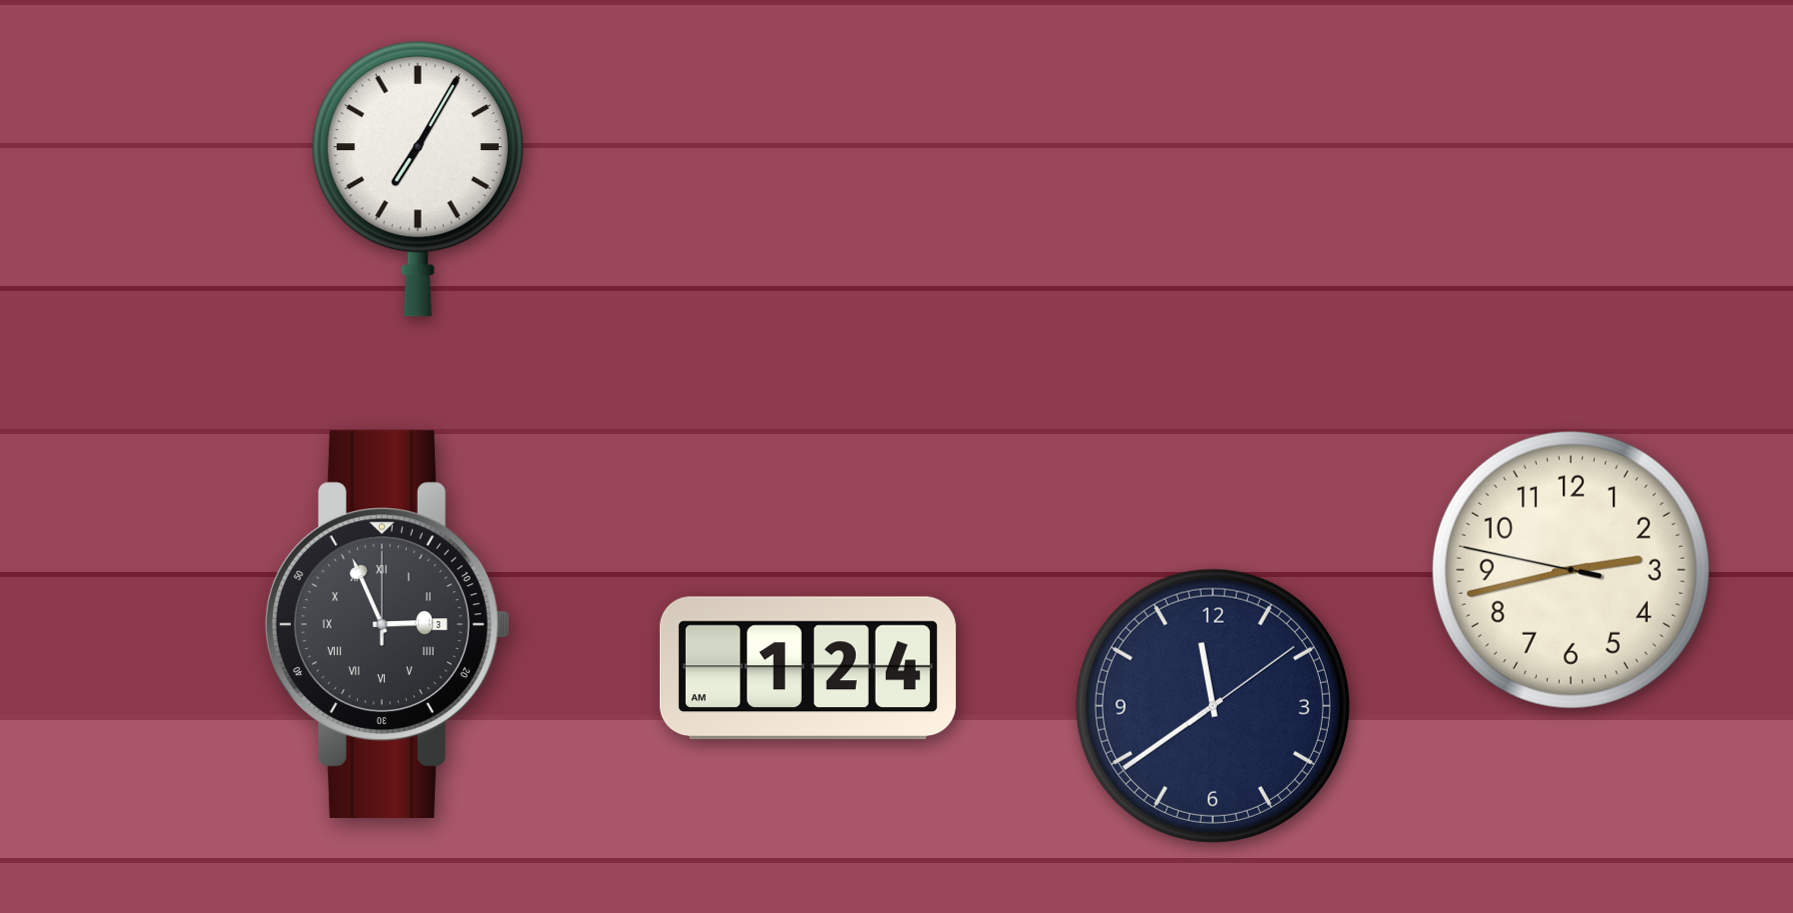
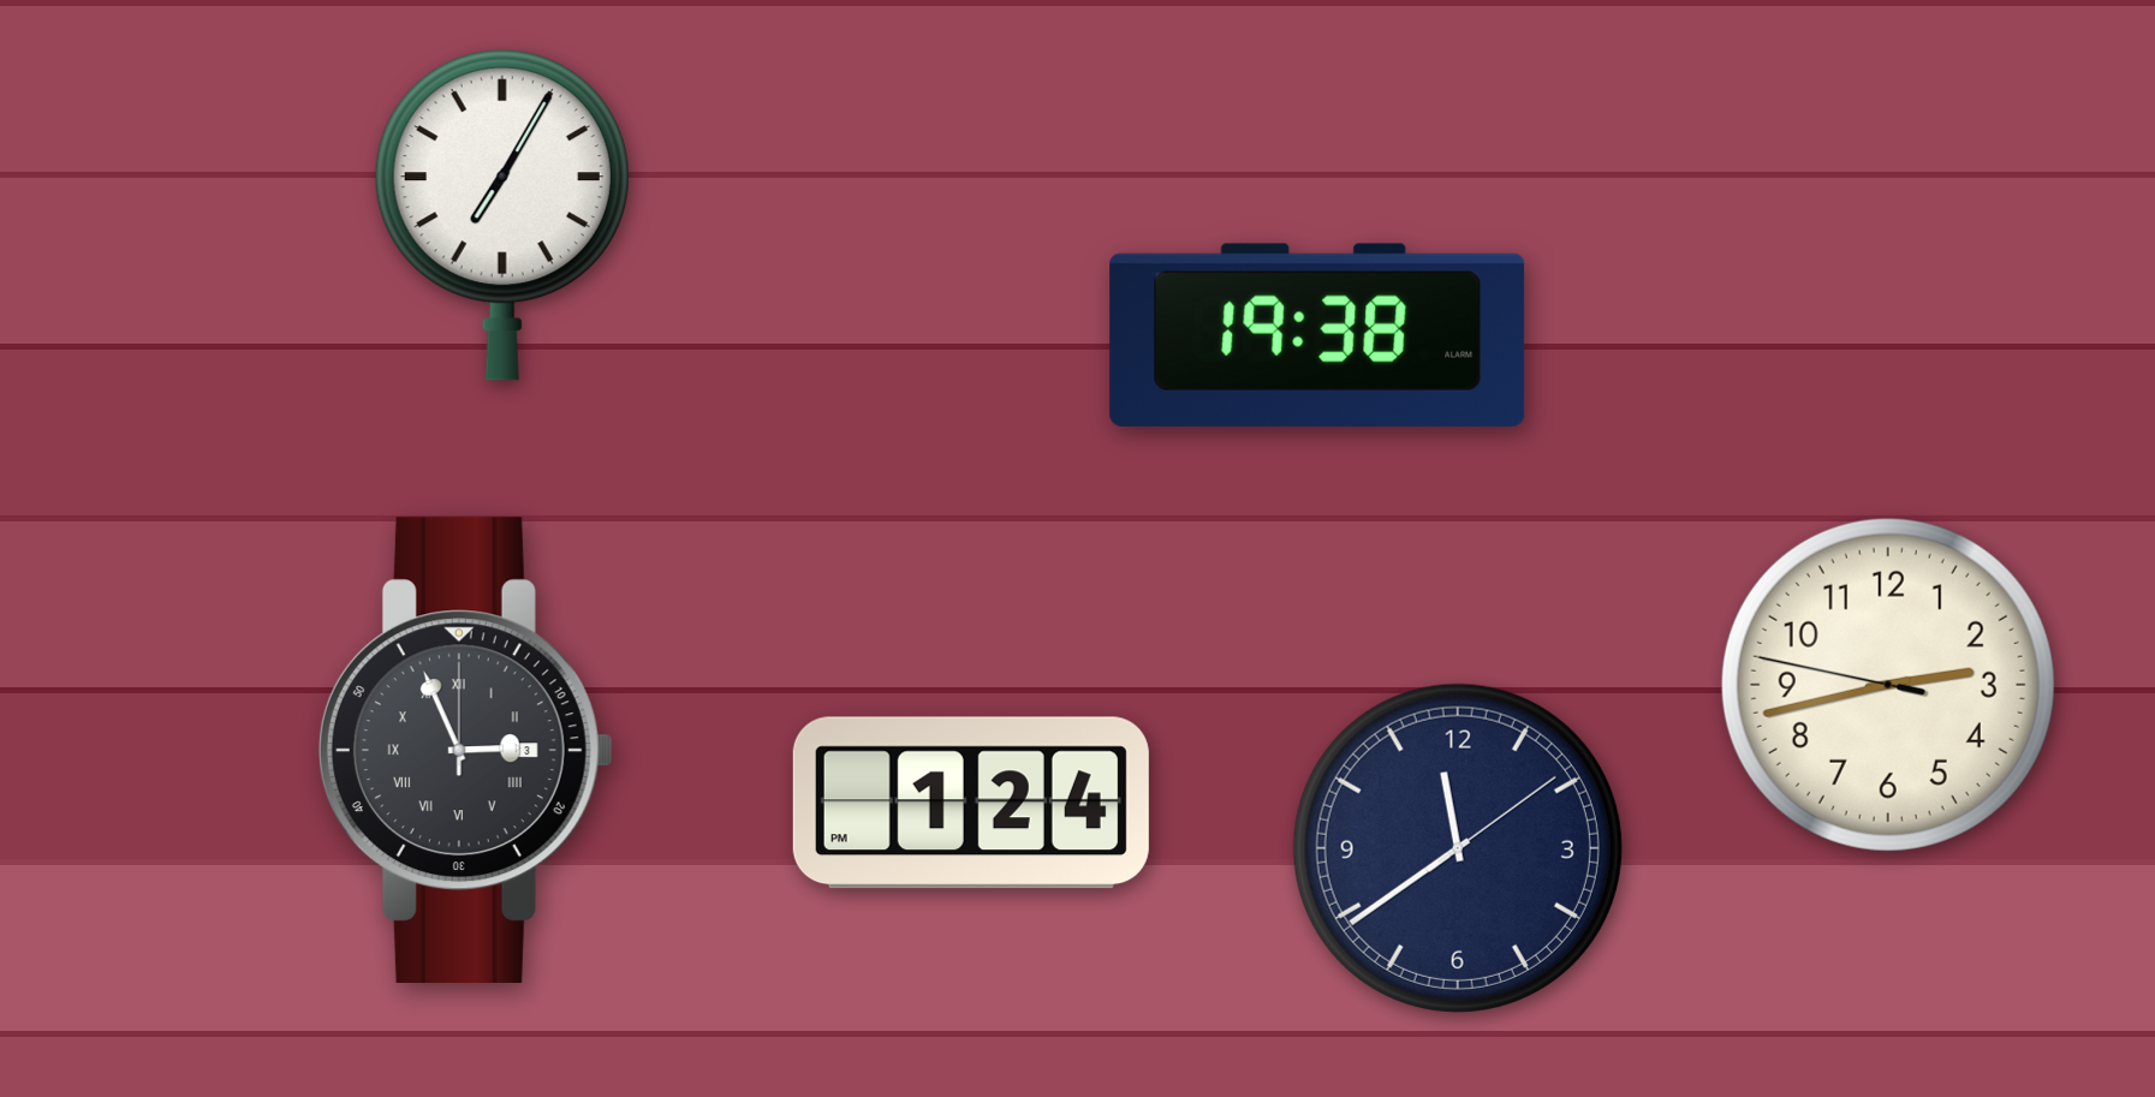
clock at (1317, 335): none -> 19:38
clock at (808, 668): 1:24 AM -> 1:24 PM
